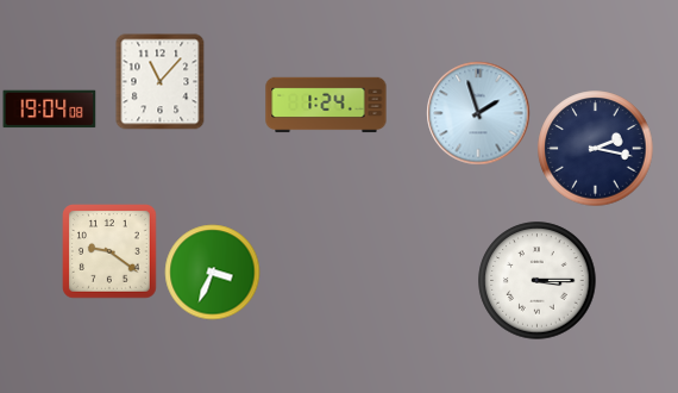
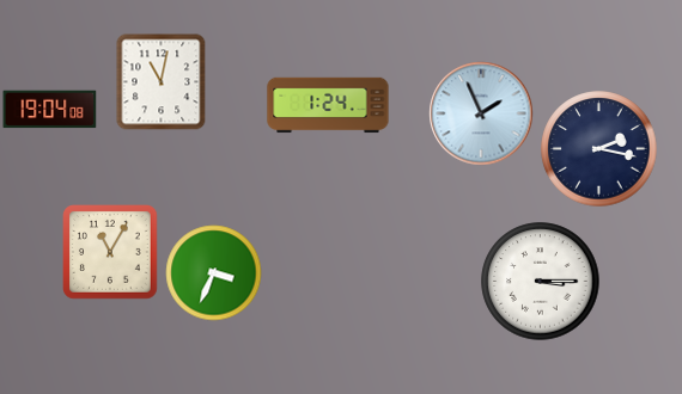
clock at (161, 82): 11:07 -> 11:02
clock at (478, 113): 1:57 -> 1:56
clock at (109, 251): 9:21 -> 11:05
